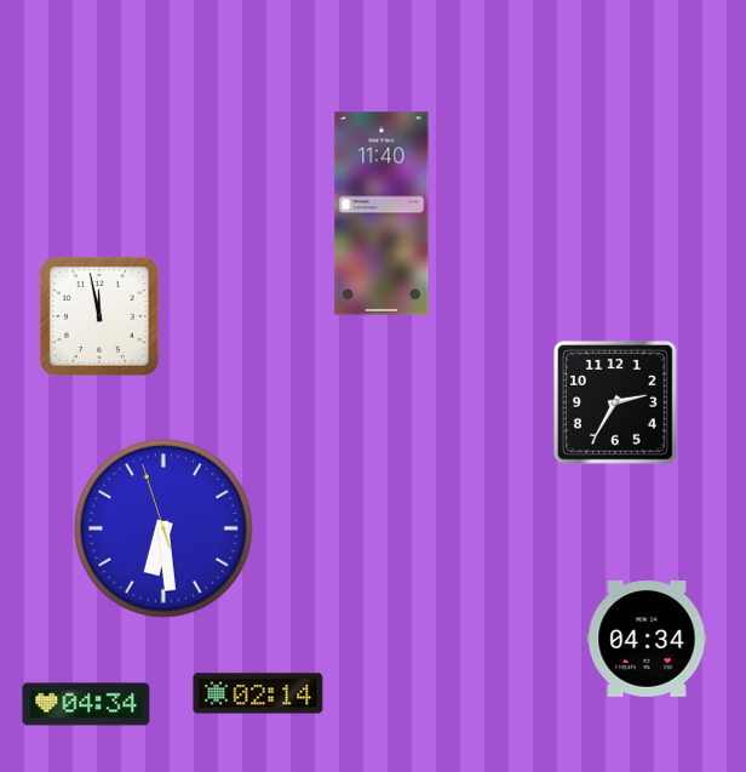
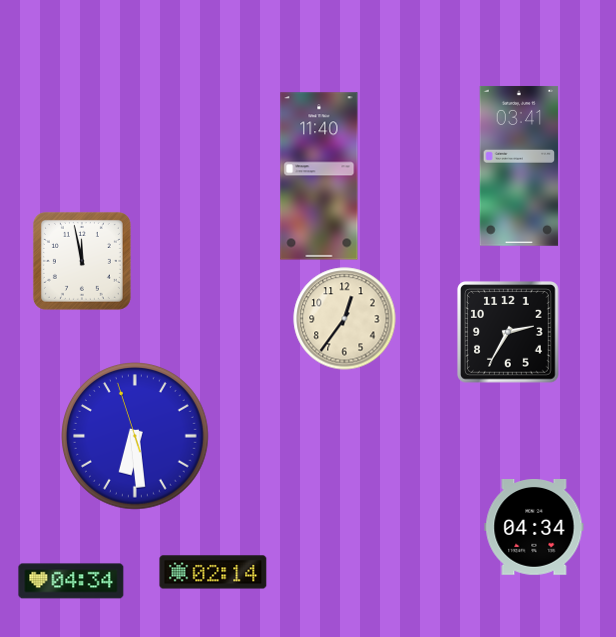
clock at (519, 166): none -> 03:41
clock at (381, 213) position: (381, 213) -> (319, 176)
clock at (345, 319): none -> 12:36
